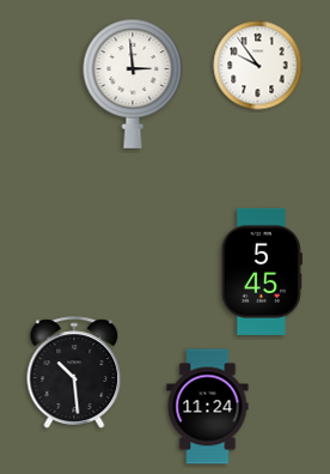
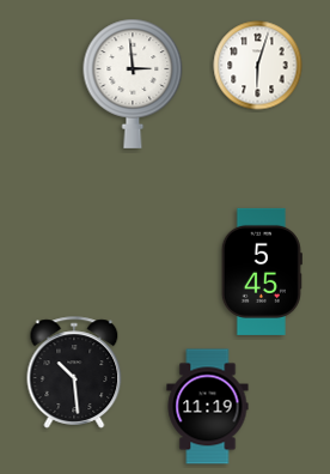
clock at (258, 66): 9:54 -> 6:03
clock at (208, 407): 11:24 -> 11:19
